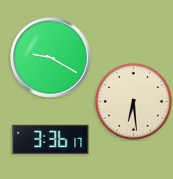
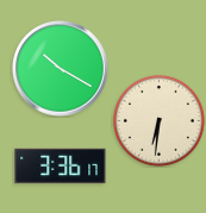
clock at (51, 58): 9:20 -> 10:20
clock at (133, 101): 6:29 -> 6:31
